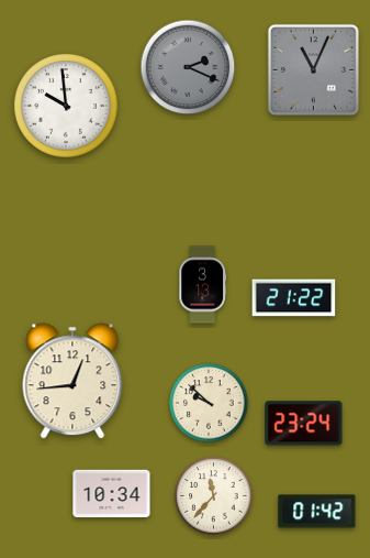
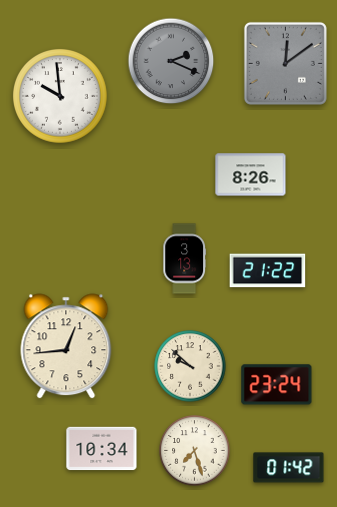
clock at (313, 69): 11:04 -> 12:09
clock at (251, 175): none -> 8:26
clock at (214, 496): 11:37 -> 7:27
clock at (317, 512) position: (317, 512) -> (289, 468)
